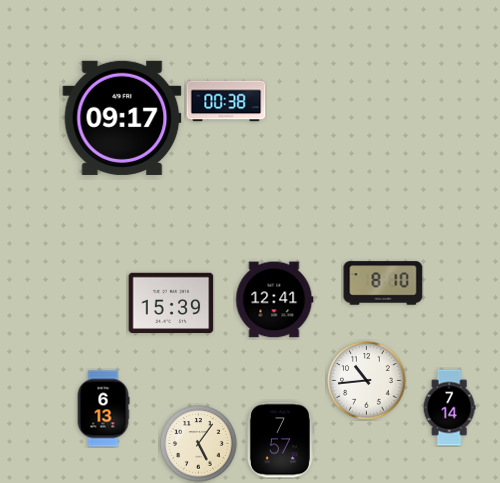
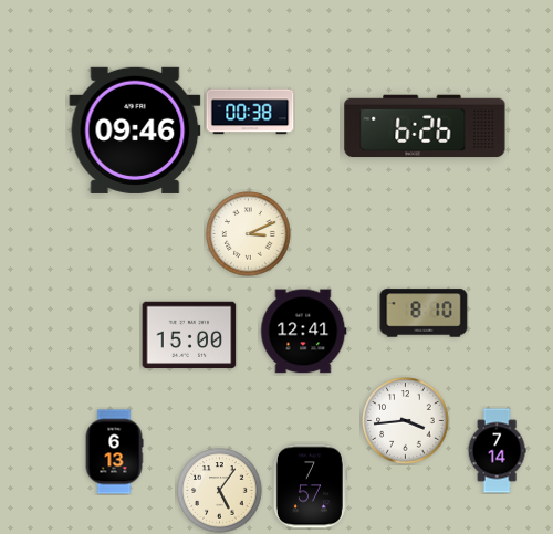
clock at (425, 126): none -> 6:26
clock at (122, 118): 09:17 -> 09:46
clock at (249, 234): none -> 3:11
clock at (171, 302): 15:39 -> 15:00
clock at (367, 381): 10:44 -> 3:44
